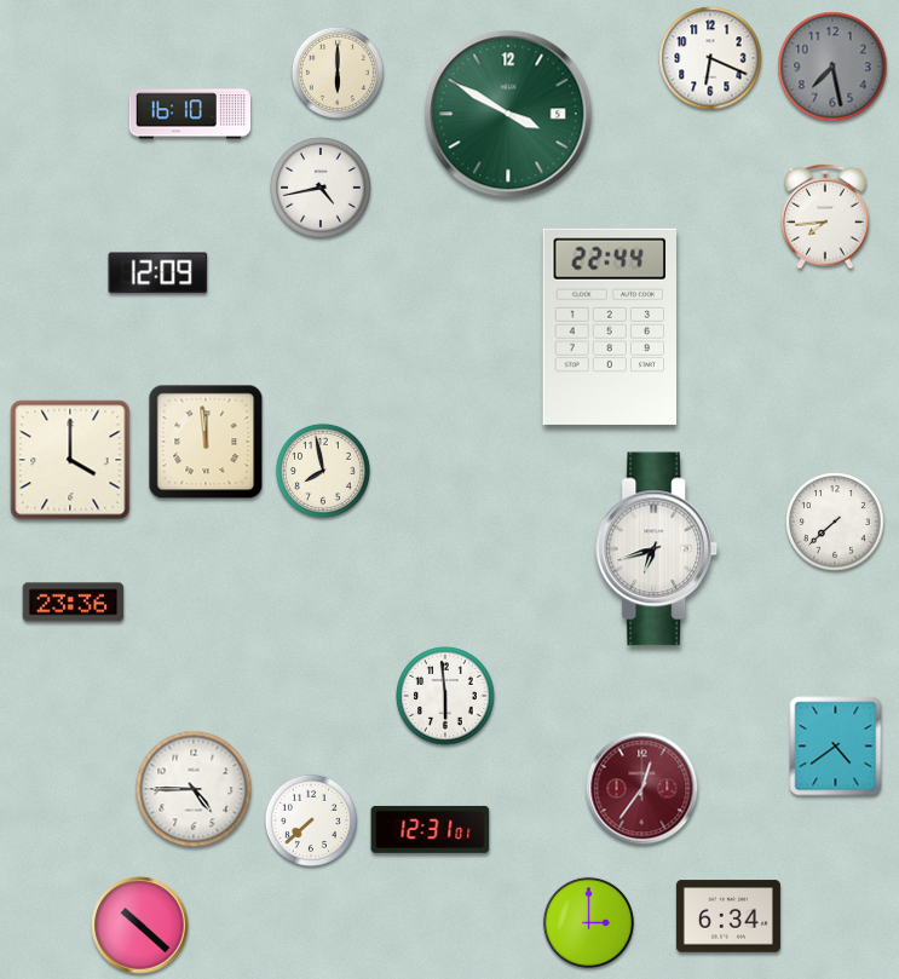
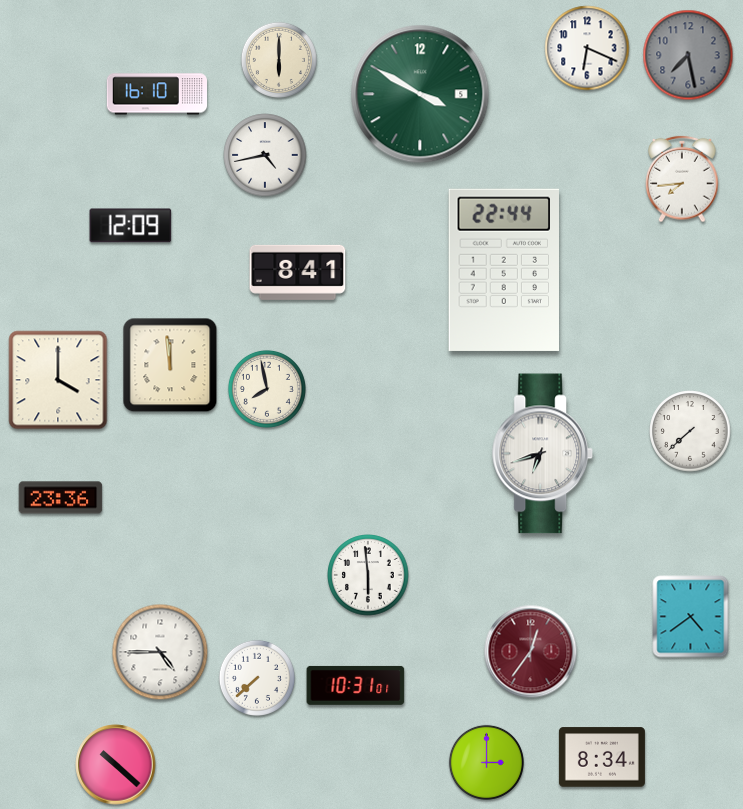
clock at (298, 272): none -> 8:41
clock at (431, 829): 12:31 -> 10:31
clock at (728, 916): 6:34 -> 8:34
